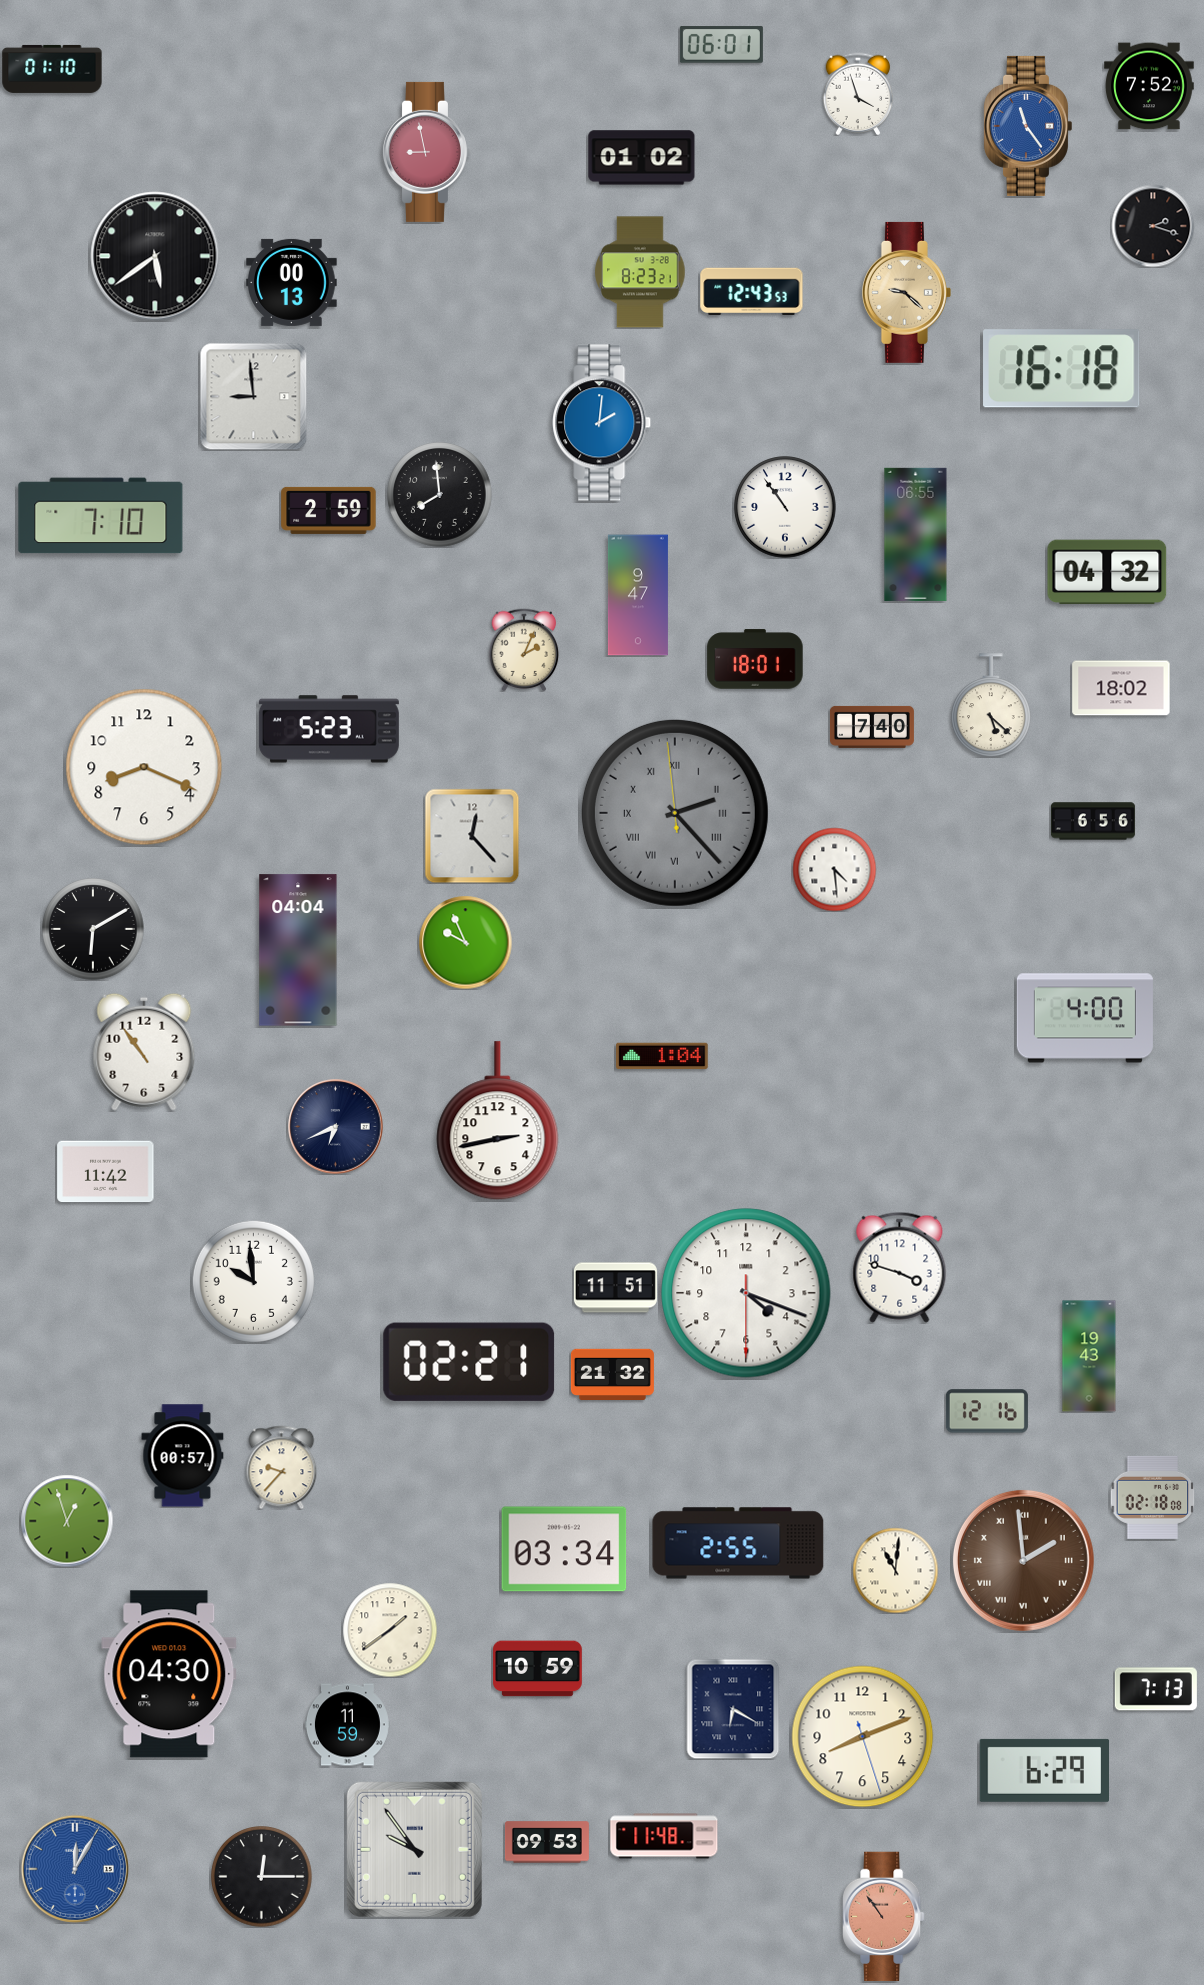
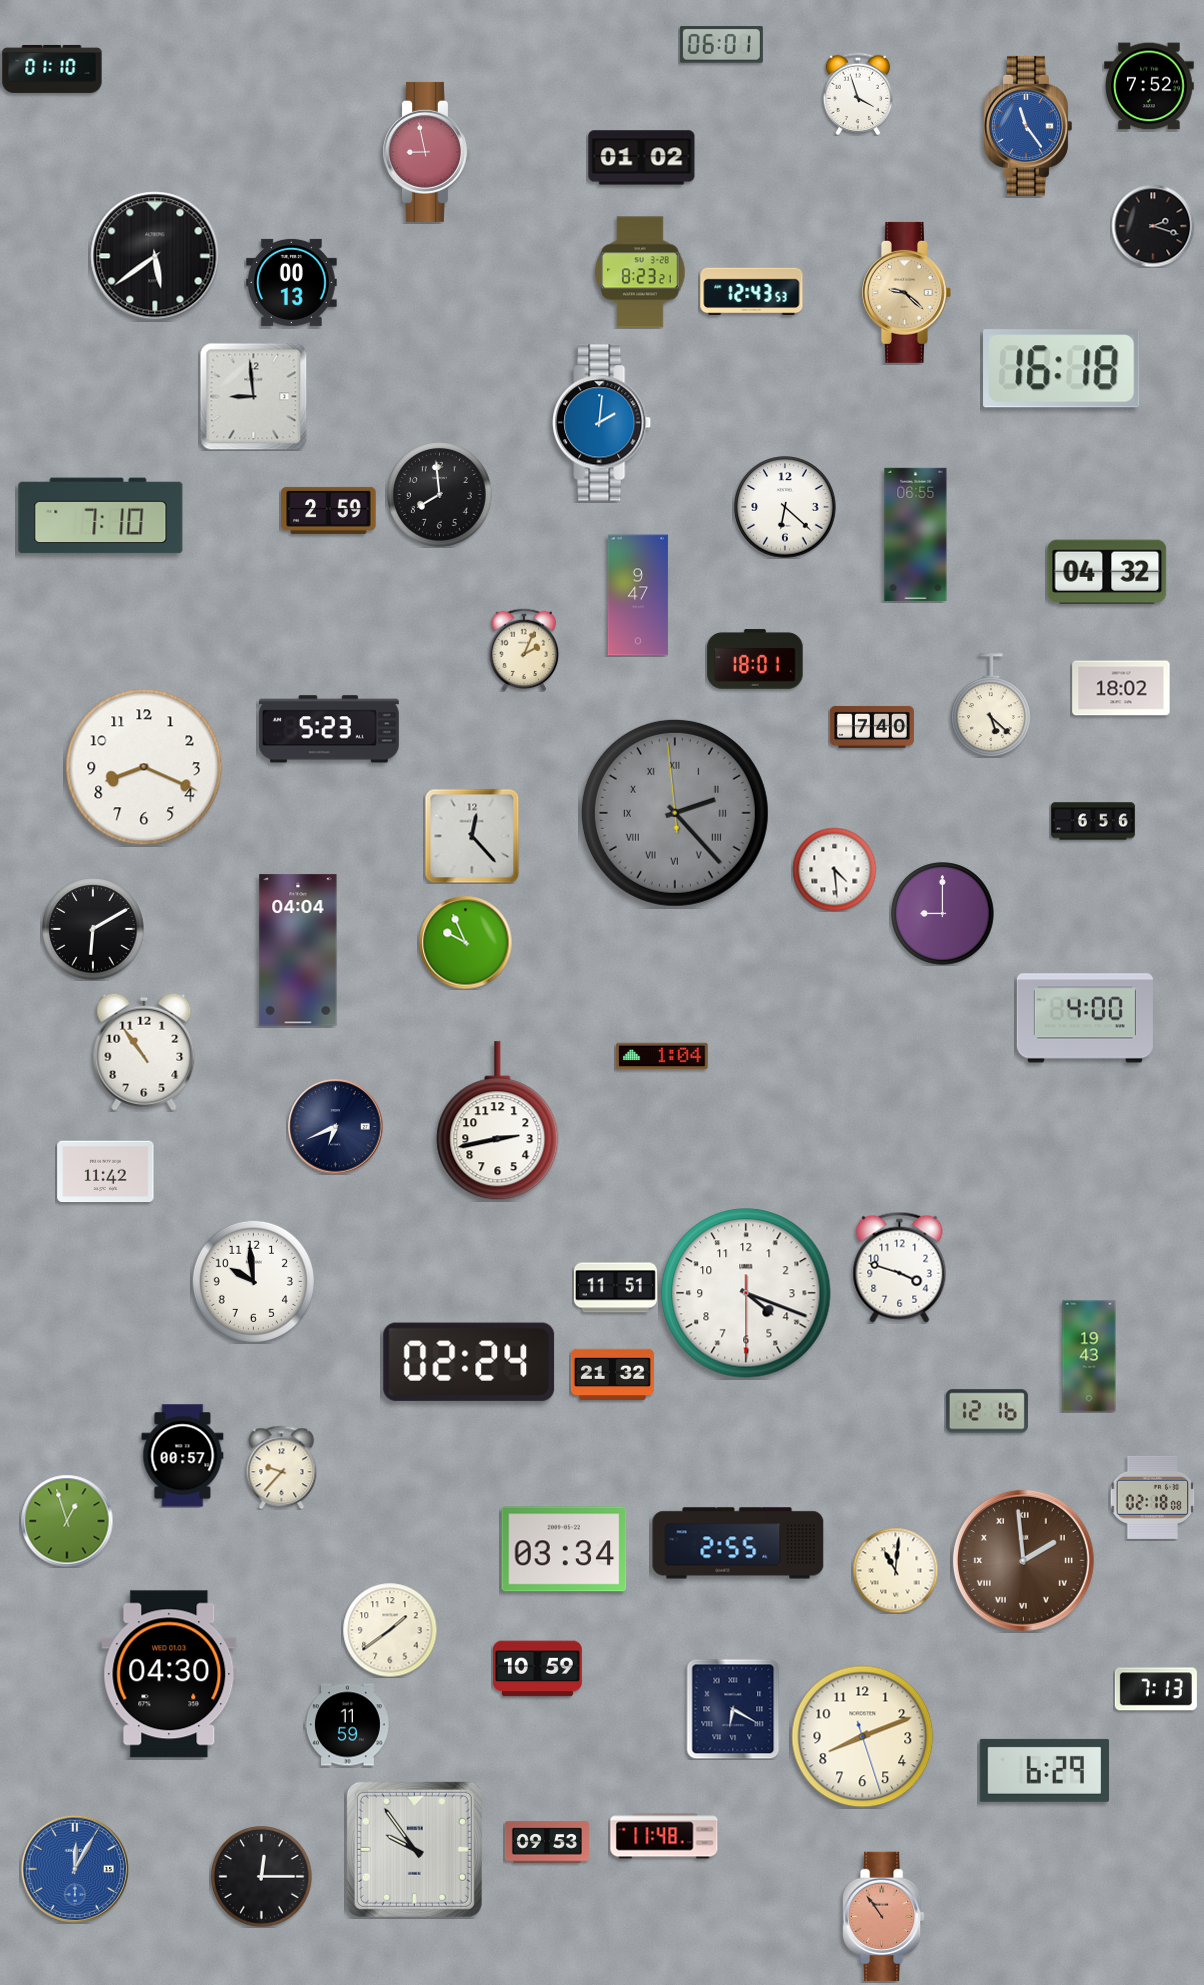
clock at (785, 507): 10:54 -> 6:22
clock at (943, 914): none -> 9:00
clock at (469, 1362): 02:21 -> 02:24
